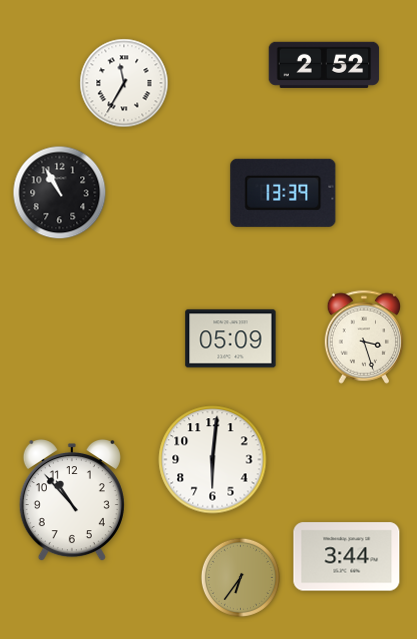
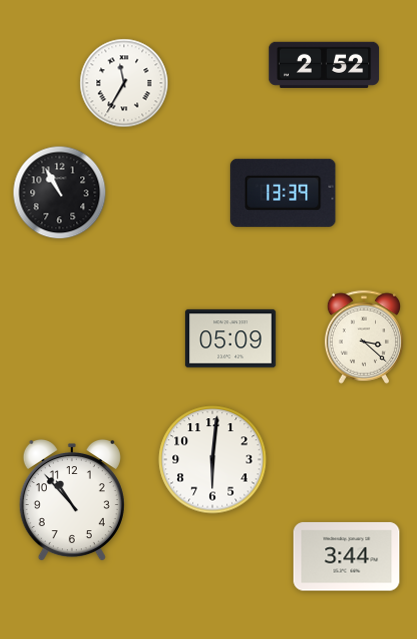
clock at (364, 337): 3:27 -> 3:22
clock at (240, 577): 6:36 -> none
